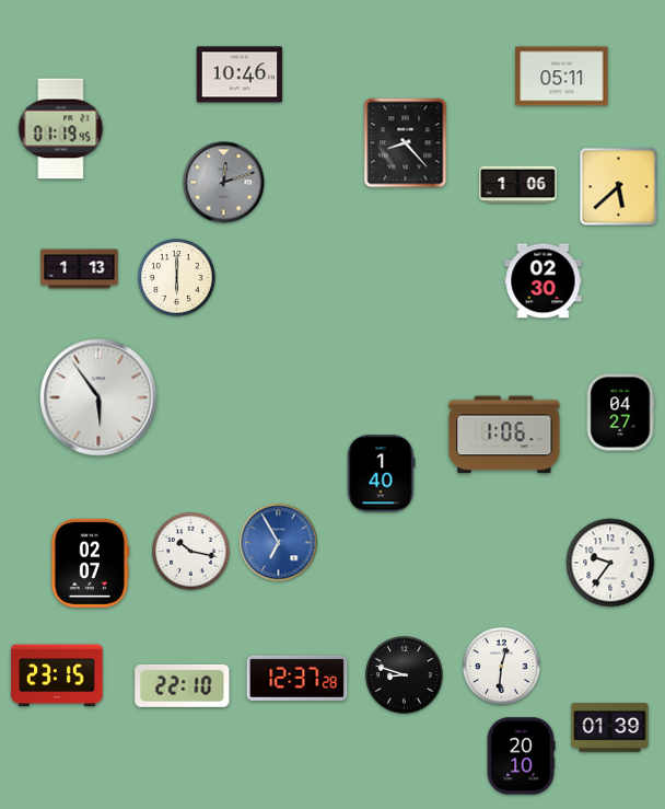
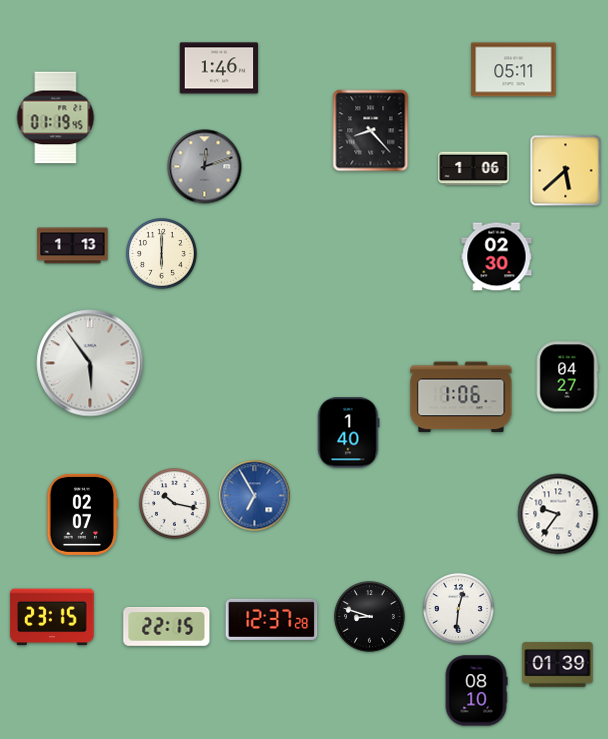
clock at (240, 74): 10:46 -> 1:46
clock at (183, 685): 22:10 -> 22:15
clock at (521, 756): 20:10 -> 08:10
